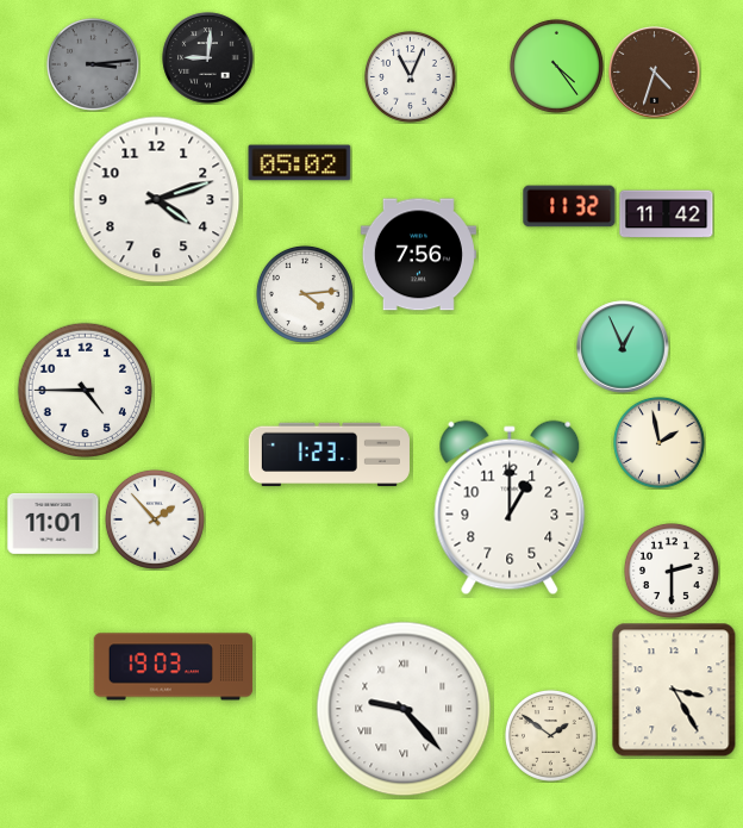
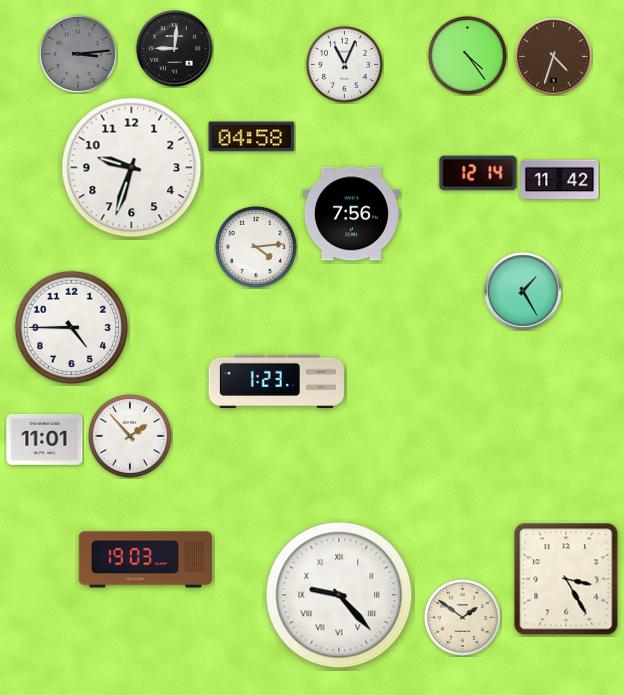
clock at (655, 73) position: (655, 73) -> (554, 57)
clock at (300, 163): 05:02 -> 04:58
clock at (157, 200): 4:12 -> 9:33
clock at (569, 206): 11:32 -> 12:14
clock at (623, 347): 12:56 -> 1:25
clock at (658, 442): 1:58 -> none
clock at (510, 508): 1:00 -> none
clock at (672, 571): 2:30 -> none
